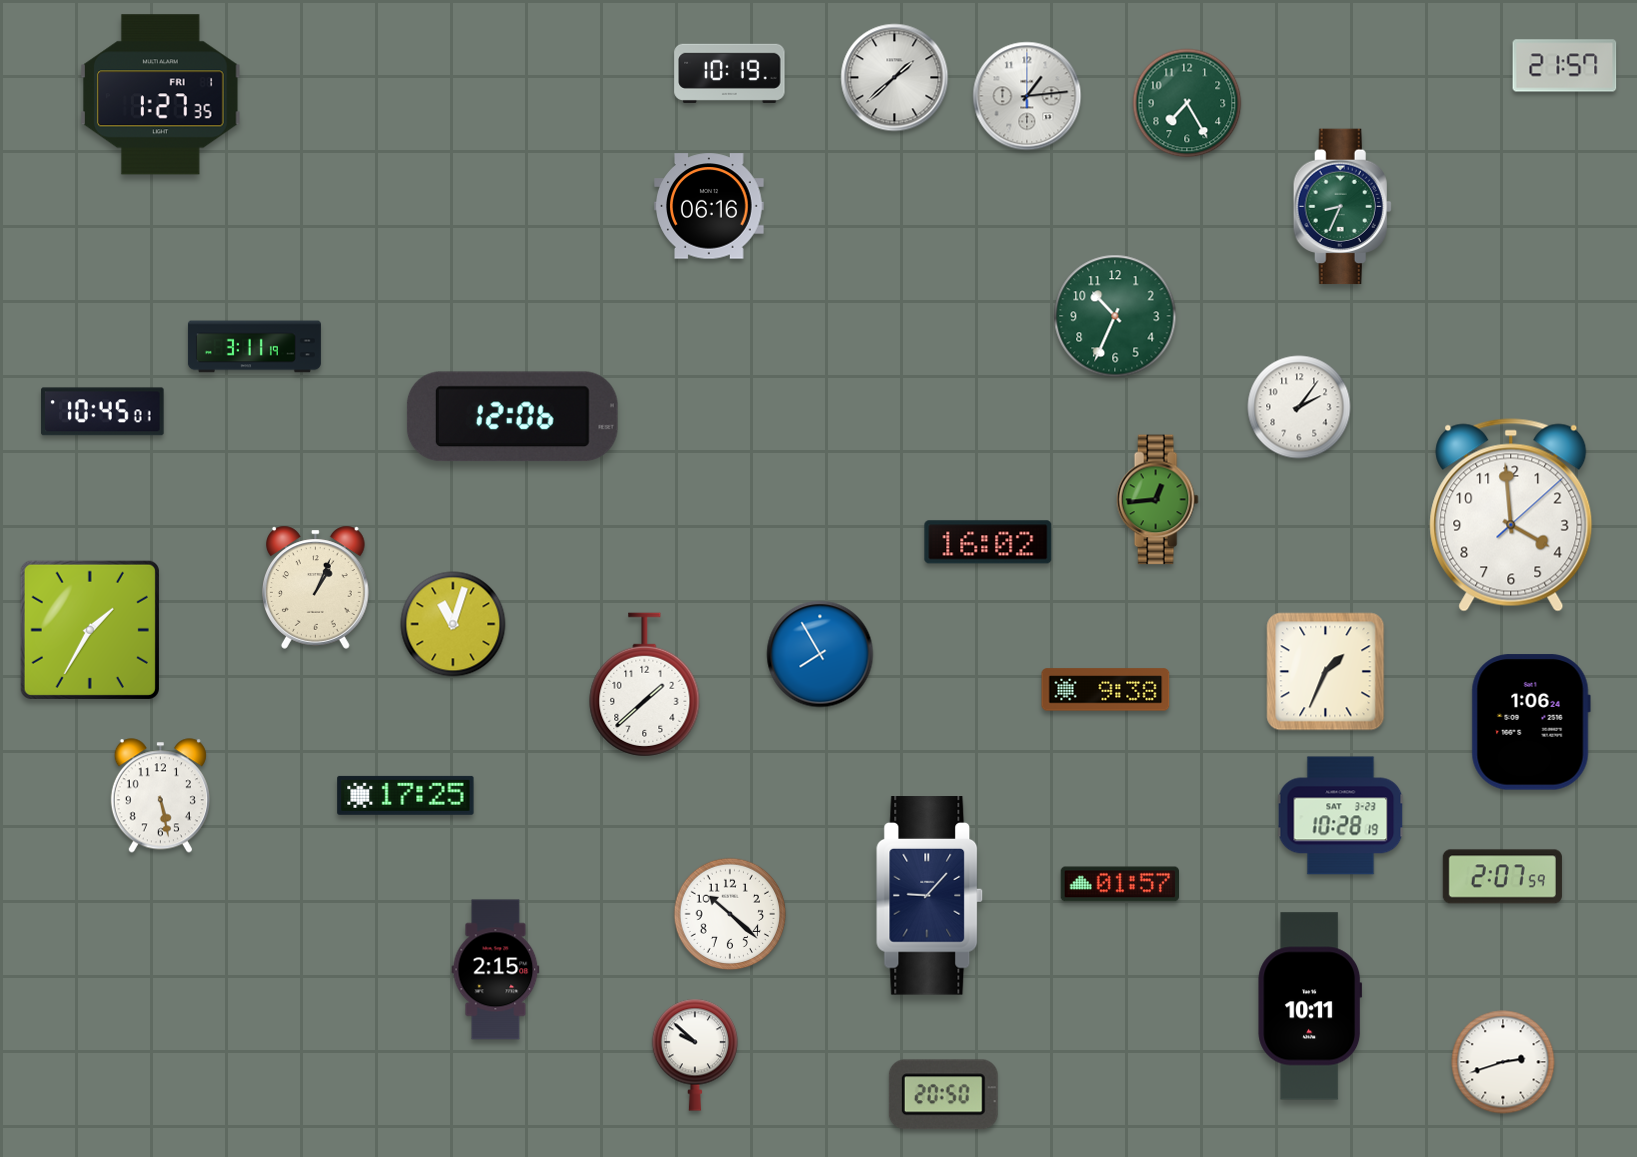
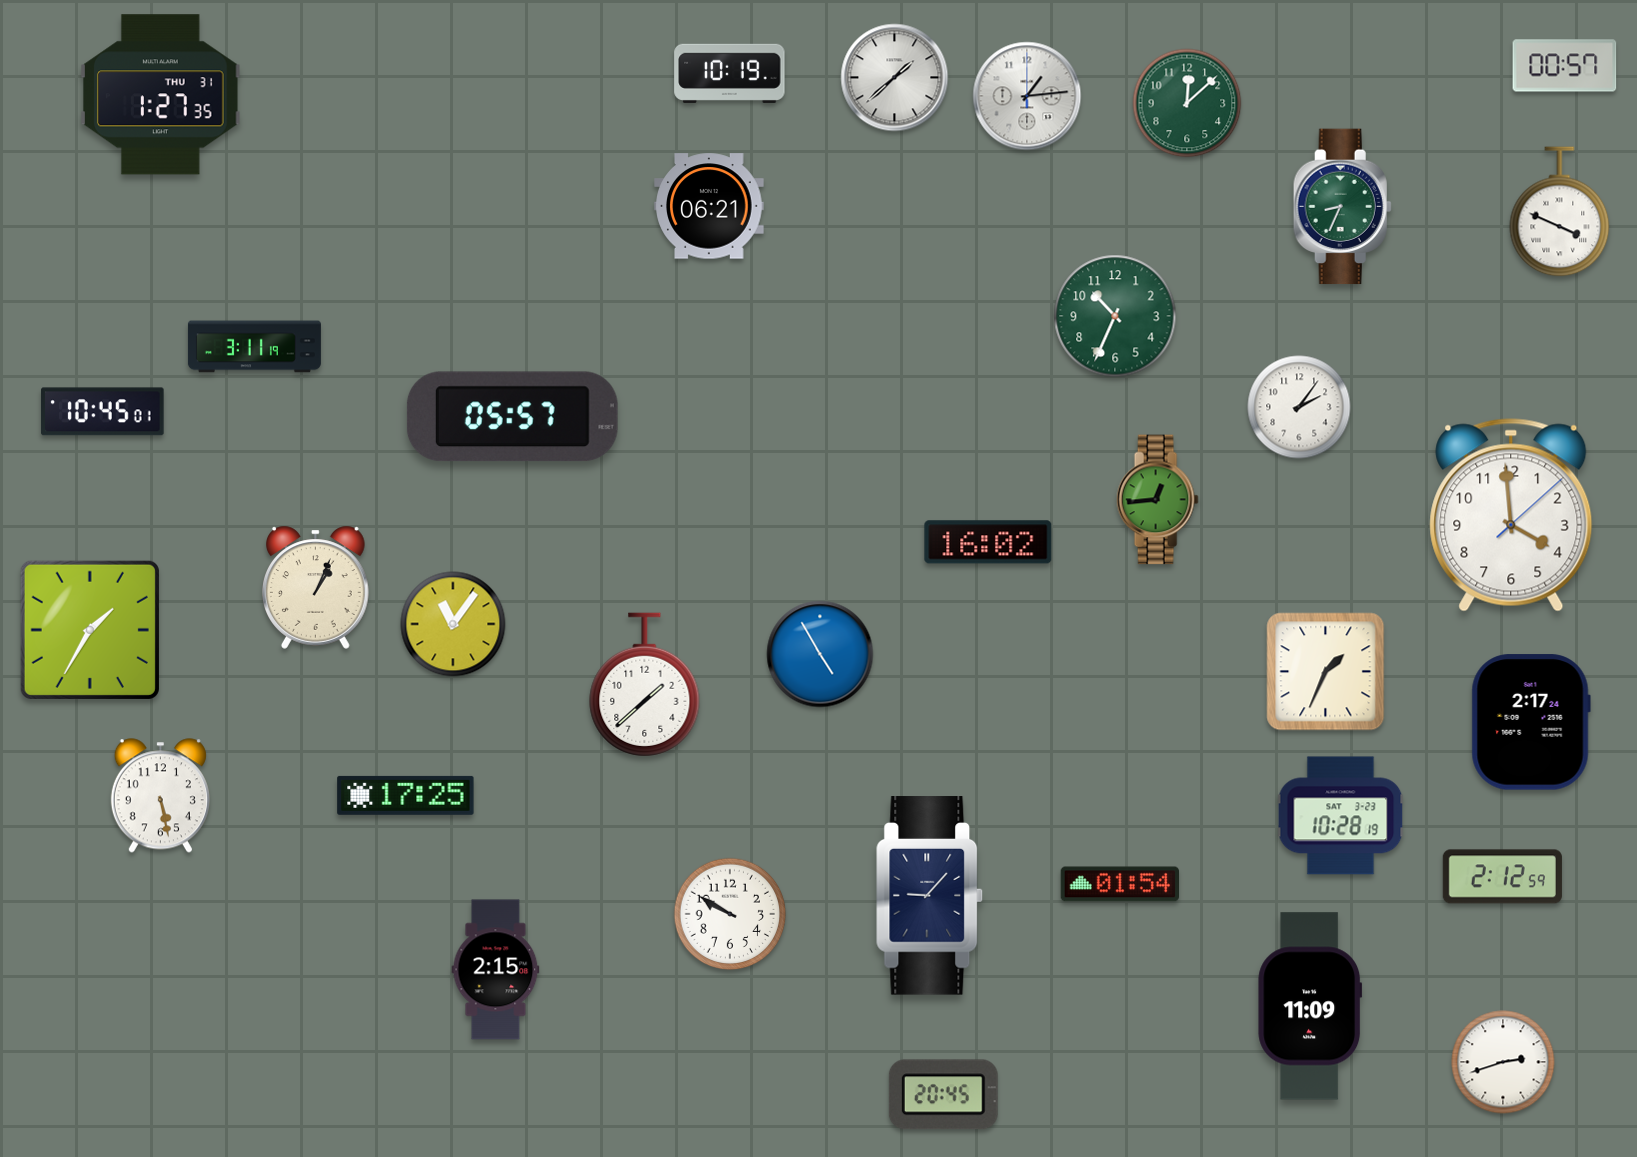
clock at (1565, 66): 21:57 -> 00:57
clock at (161, 95) date: FRI 1 -> THU 31
clock at (1187, 103): 7:25 -> 12:08
clock at (709, 206): 06:16 -> 06:21
clock at (1560, 212): none -> 3:49
clock at (512, 417): 12:06 -> 05:57
clock at (453, 624): 11:03 -> 11:06
clock at (820, 654): 7:55 -> 4:55
clock at (1106, 690): 9:38 -> none
clock at (1531, 722): 1:06 -> 2:17
clock at (1502, 877): 2:07 -> 2:12
clock at (1119, 884): 01:57 -> 01:54
clock at (730, 914): 10:22 -> 9:50
clock at (1310, 1006): 10:11 -> 11:09
clock at (694, 1055): 9:52 -> none
clock at (943, 1095): 20:50 -> 20:45
